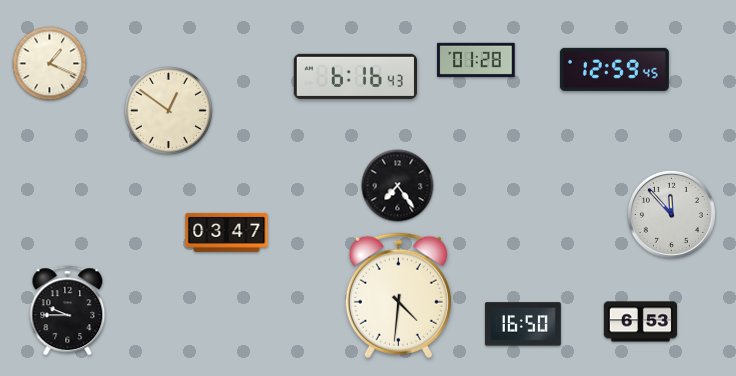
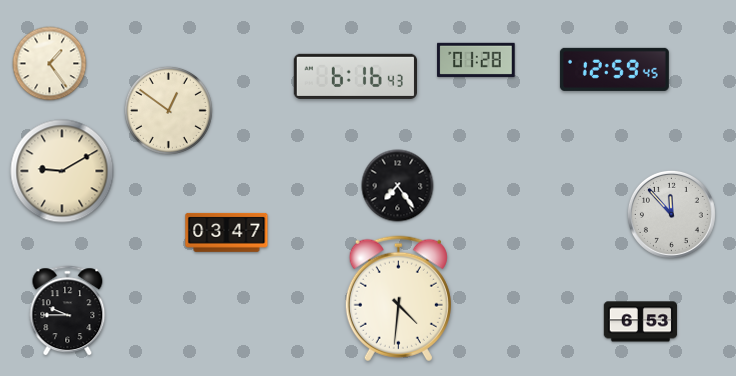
clock at (50, 64): 1:19 -> 1:24
clock at (62, 171): none -> 9:10
clock at (398, 296) position: (398, 296) -> (398, 299)
clock at (523, 324): 16:50 -> none
